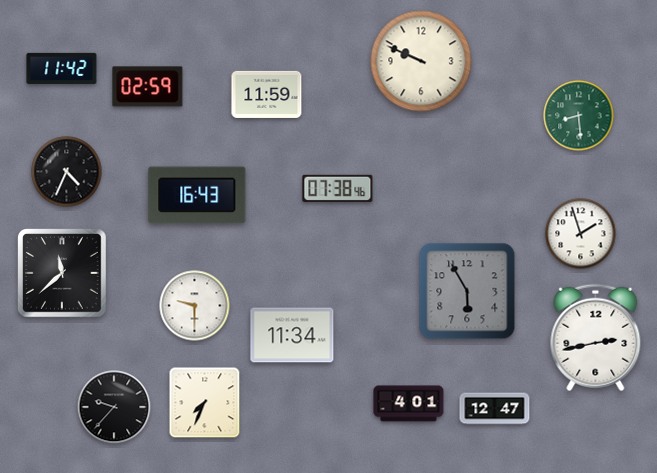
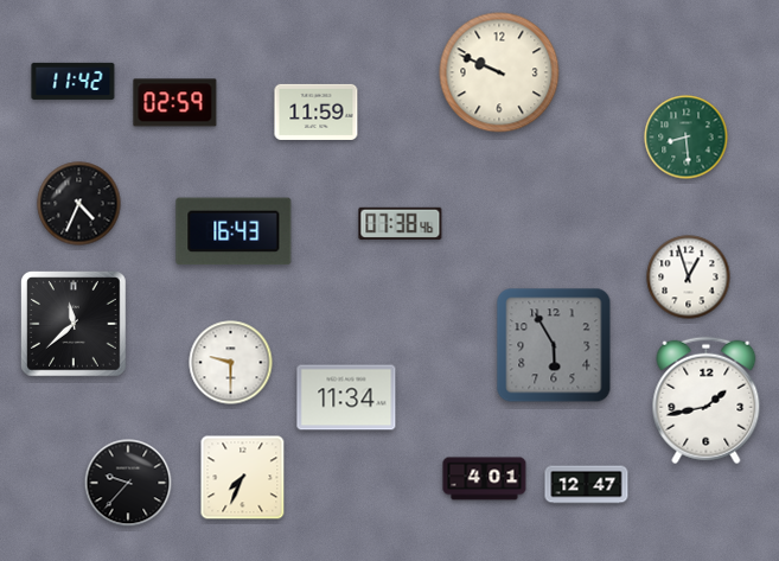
clock at (581, 234): 1:57 -> 12:57
clock at (596, 338): 2:43 -> 1:43
clock at (114, 407) position: (114, 407) -> (128, 483)
